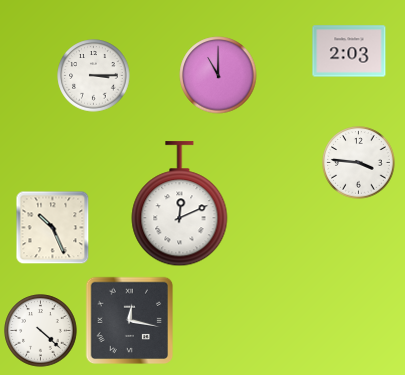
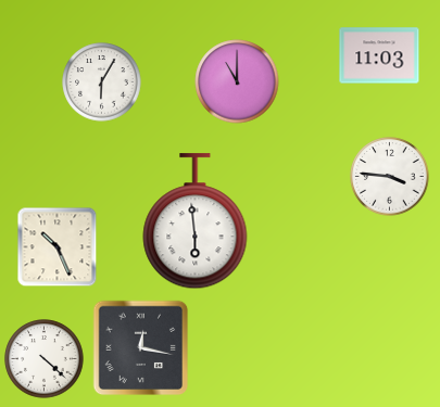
clock at (349, 51): 2:03 -> 11:03
clock at (94, 76): 3:15 -> 6:05
clock at (180, 204): 12:11 -> 5:59
